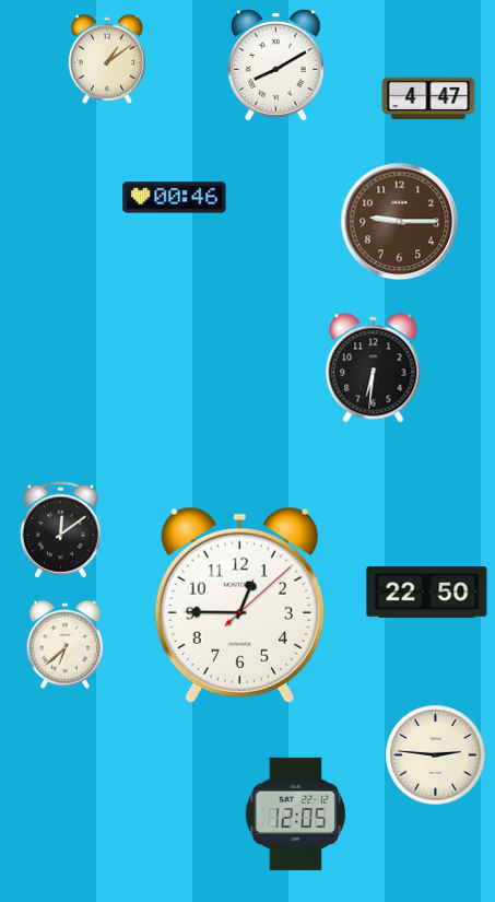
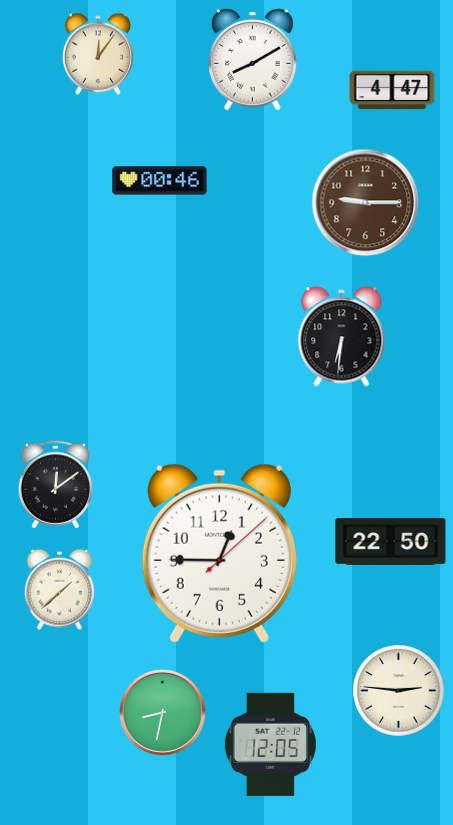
clock at (107, 59): 1:09 -> 12:06
clock at (64, 644): 6:38 -> 1:38
clock at (162, 712): none -> 8:32
